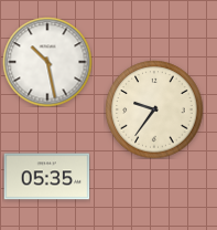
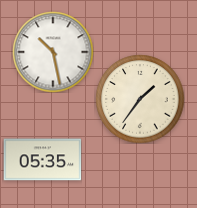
clock at (47, 62) position: (47, 62) -> (53, 52)
clock at (154, 109): 9:36 -> 1:36
